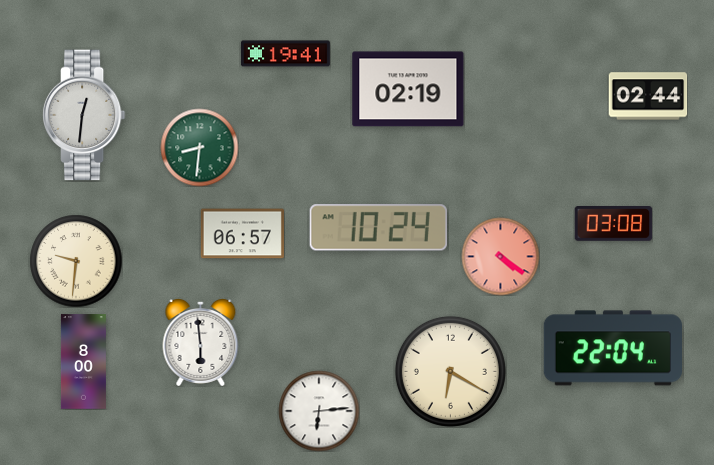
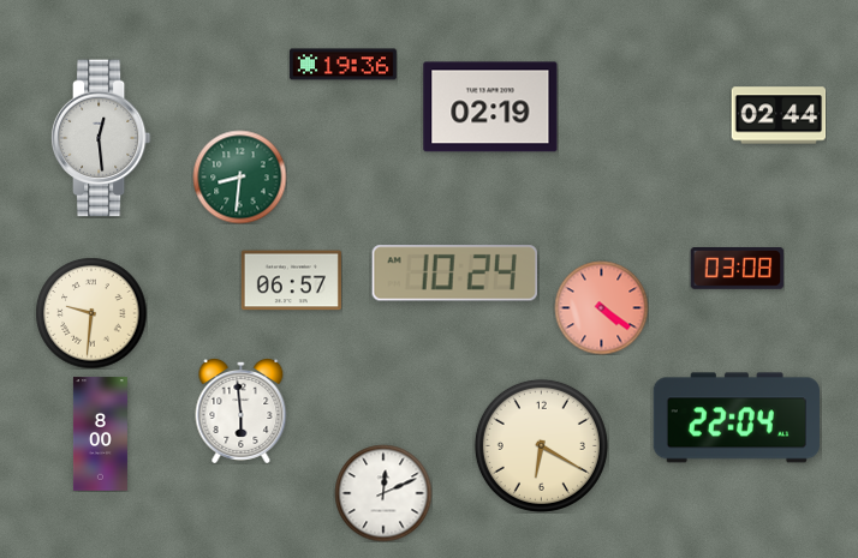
clock at (285, 54): 19:41 -> 19:36
clock at (84, 115): 12:31 -> 12:29
clock at (319, 411): 6:14 -> 12:11
